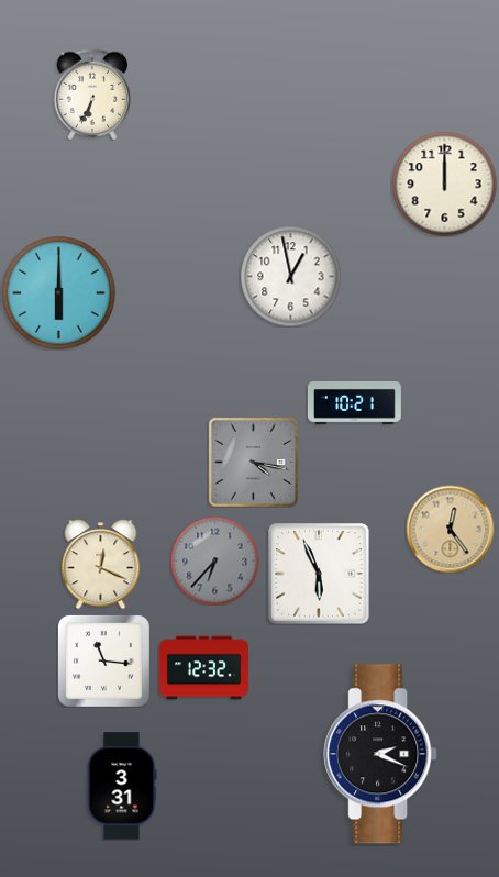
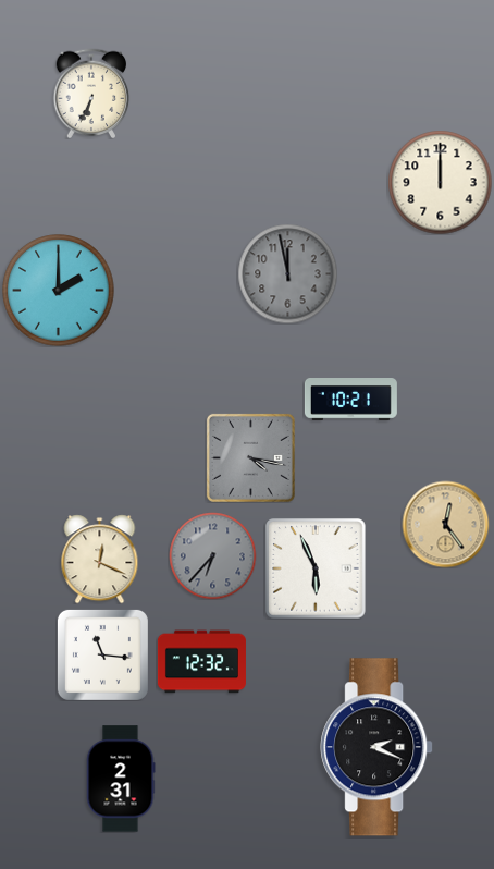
clock at (290, 276): 12:58 -> 11:58
clock at (290, 276) dial: white -> grey
clock at (59, 293): 6:00 -> 2:00
clock at (122, 786): 3:31 -> 2:31
